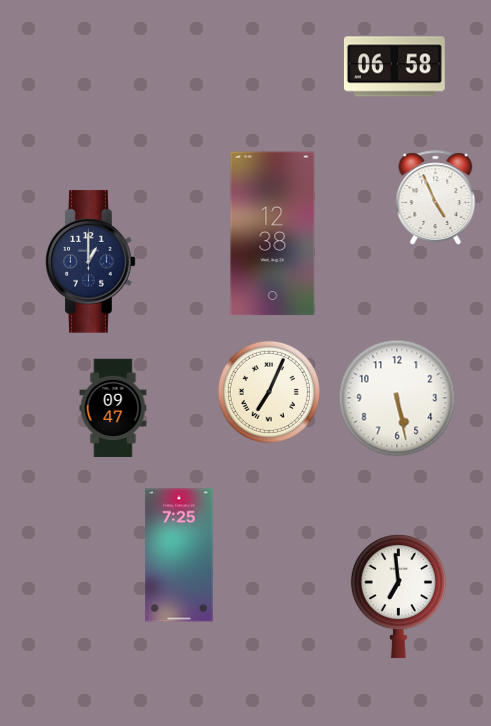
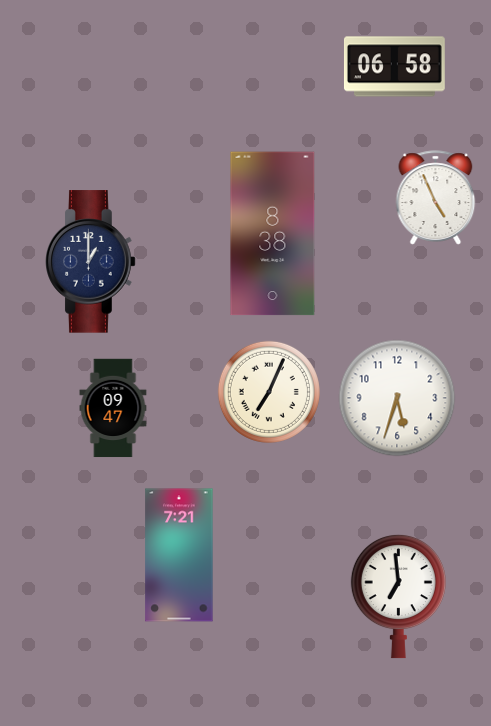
clock at (273, 234): 12:38 -> 8:38
clock at (397, 398): 5:28 -> 5:33
clock at (179, 555): 7:25 -> 7:21
